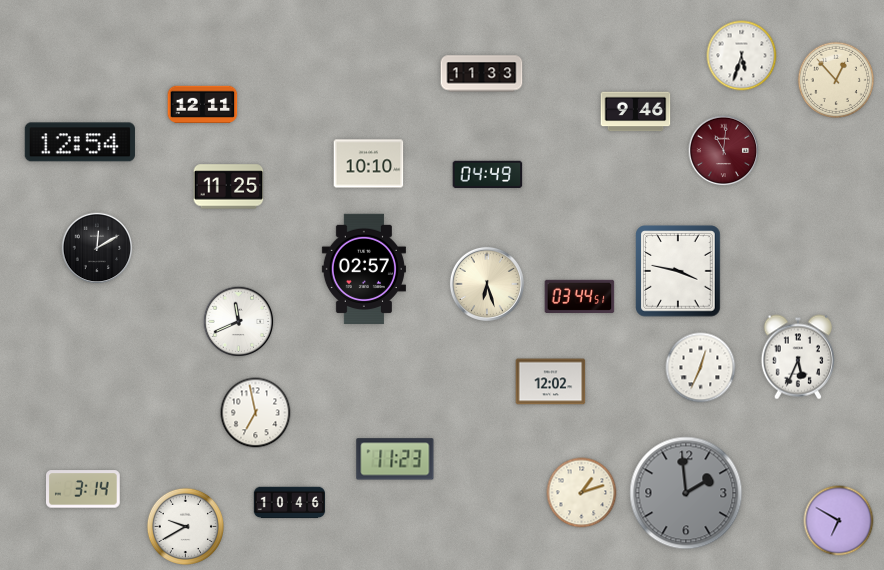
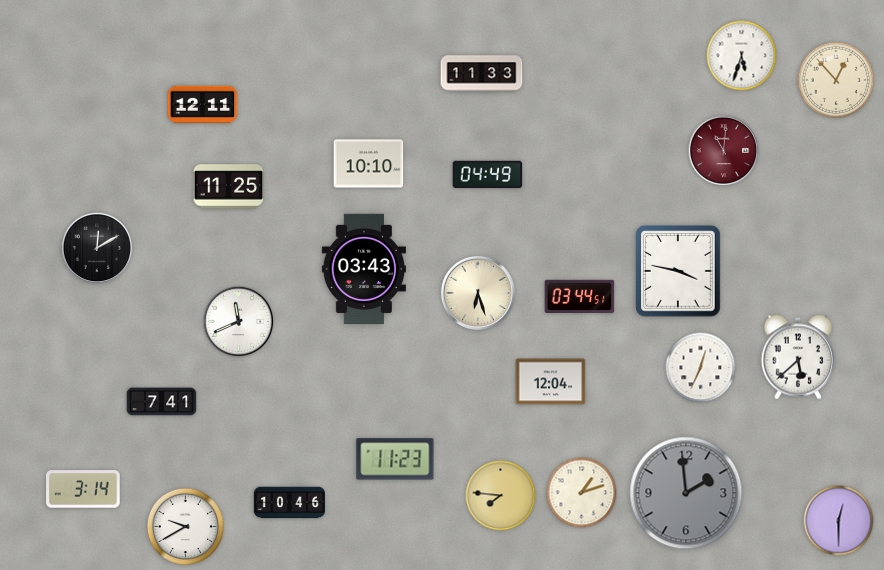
clock at (636, 112): 9:46 -> none
clock at (80, 142): 12:54 -> none
clock at (364, 269): 02:57 -> 03:43
clock at (487, 284) position: (487, 284) -> (478, 293)
clock at (798, 357): 5:34 -> 5:38
clock at (551, 382): 12:02 -> 12:04
clock at (162, 402): none -> 7:41
clock at (256, 413): 6:58 -> none
clock at (501, 496): none -> 7:46
clock at (839, 521): 6:50 -> 12:30
